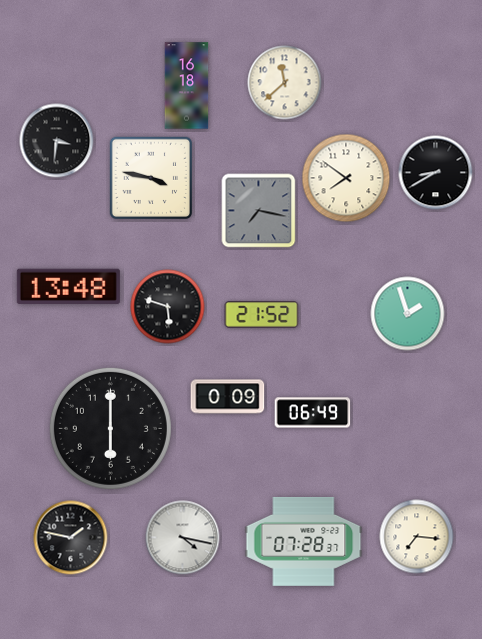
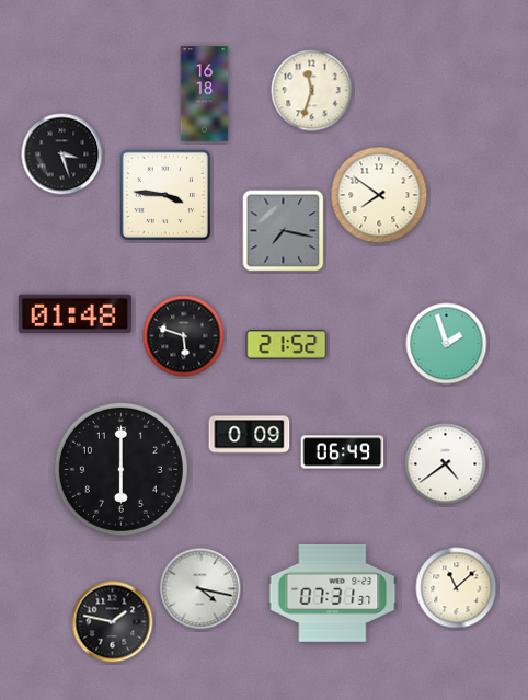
clock at (285, 83): 11:38 -> 11:33
clock at (57, 141): 3:31 -> 3:27
clock at (436, 173): 8:40 -> none
clock at (150, 177): 3:47 -> 3:46
clock at (68, 286): 13:48 -> 01:48
clock at (446, 464): none -> 4:39
clock at (417, 537): 7:16 -> 11:08
clock at (71, 538) position: (71, 538) -> (113, 622)
clock at (304, 541): 07:28 -> 07:31
